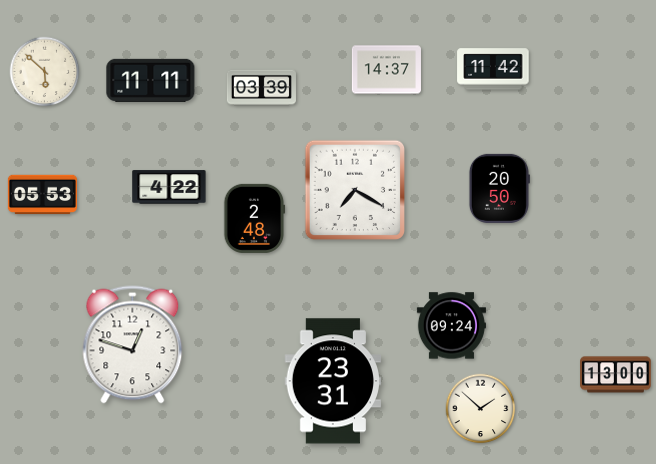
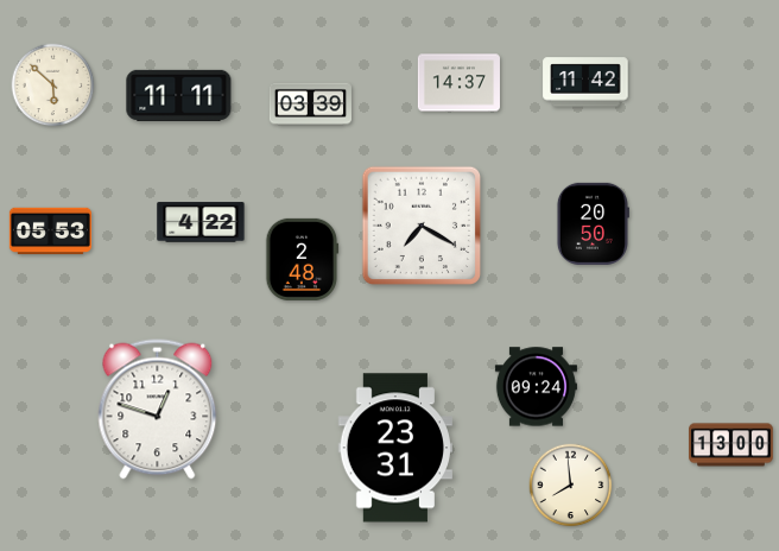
clock at (332, 381) position: (332, 381) -> (394, 448)
clock at (481, 409): 1:52 -> 7:59
